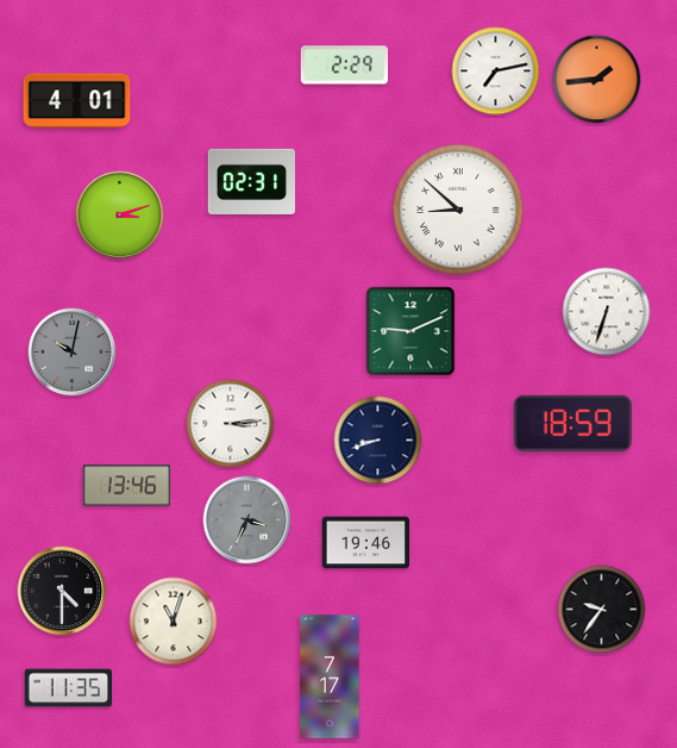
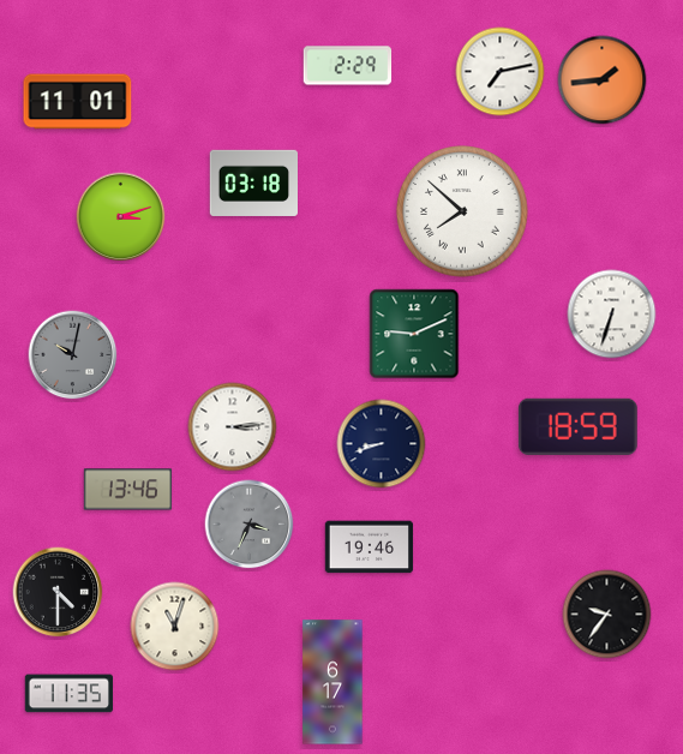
clock at (77, 101): 4:01 -> 11:01
clock at (252, 181): 02:31 -> 03:18
clock at (458, 210): 8:52 -> 7:52
clock at (62, 591) position: (62, 591) -> (58, 592)
clock at (330, 677): 7:17 -> 6:17
